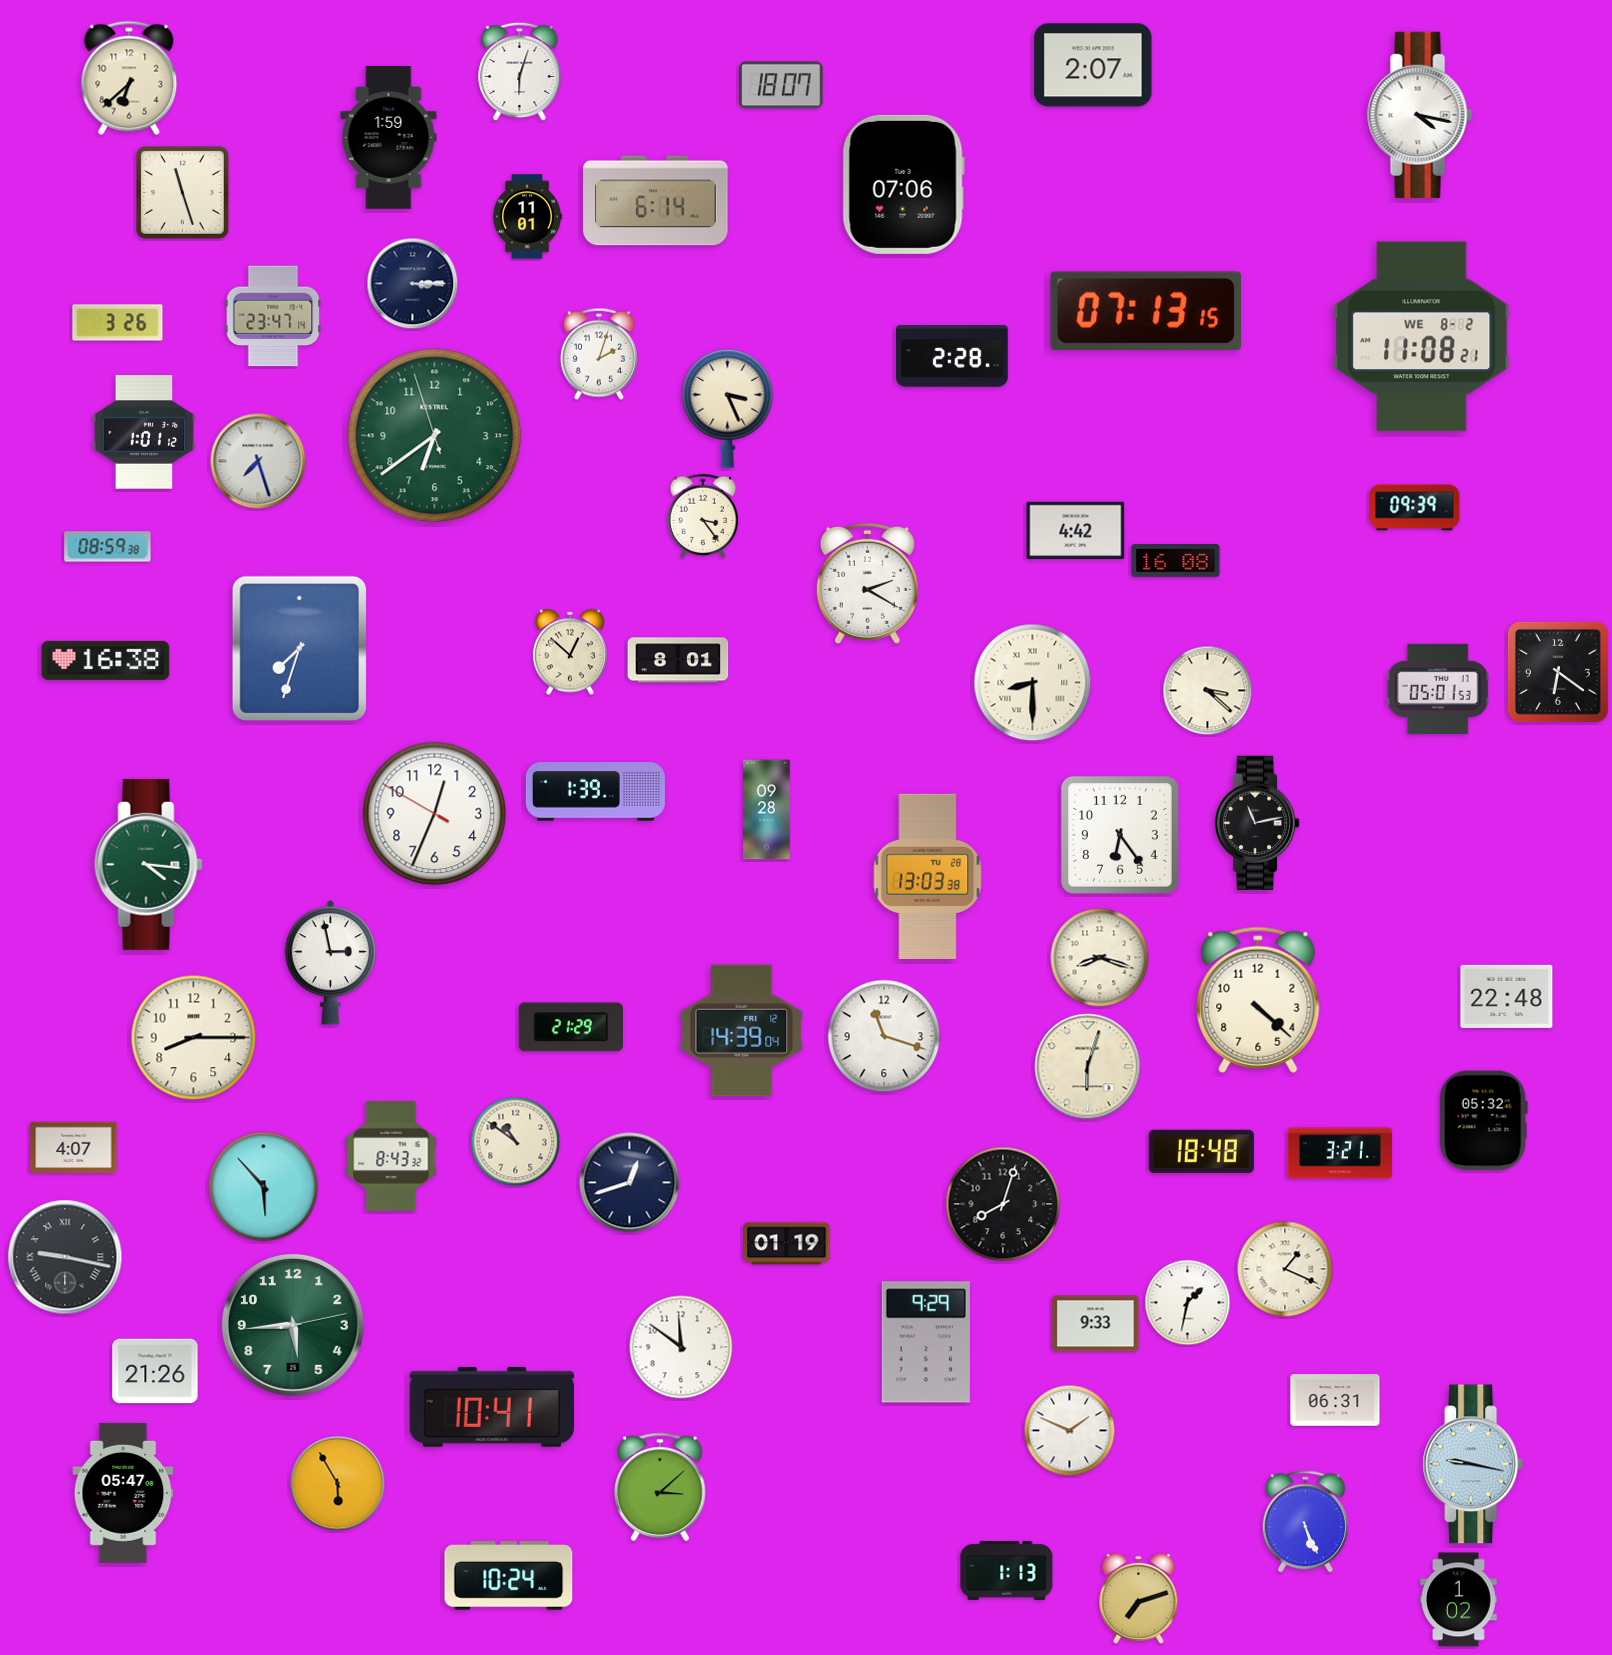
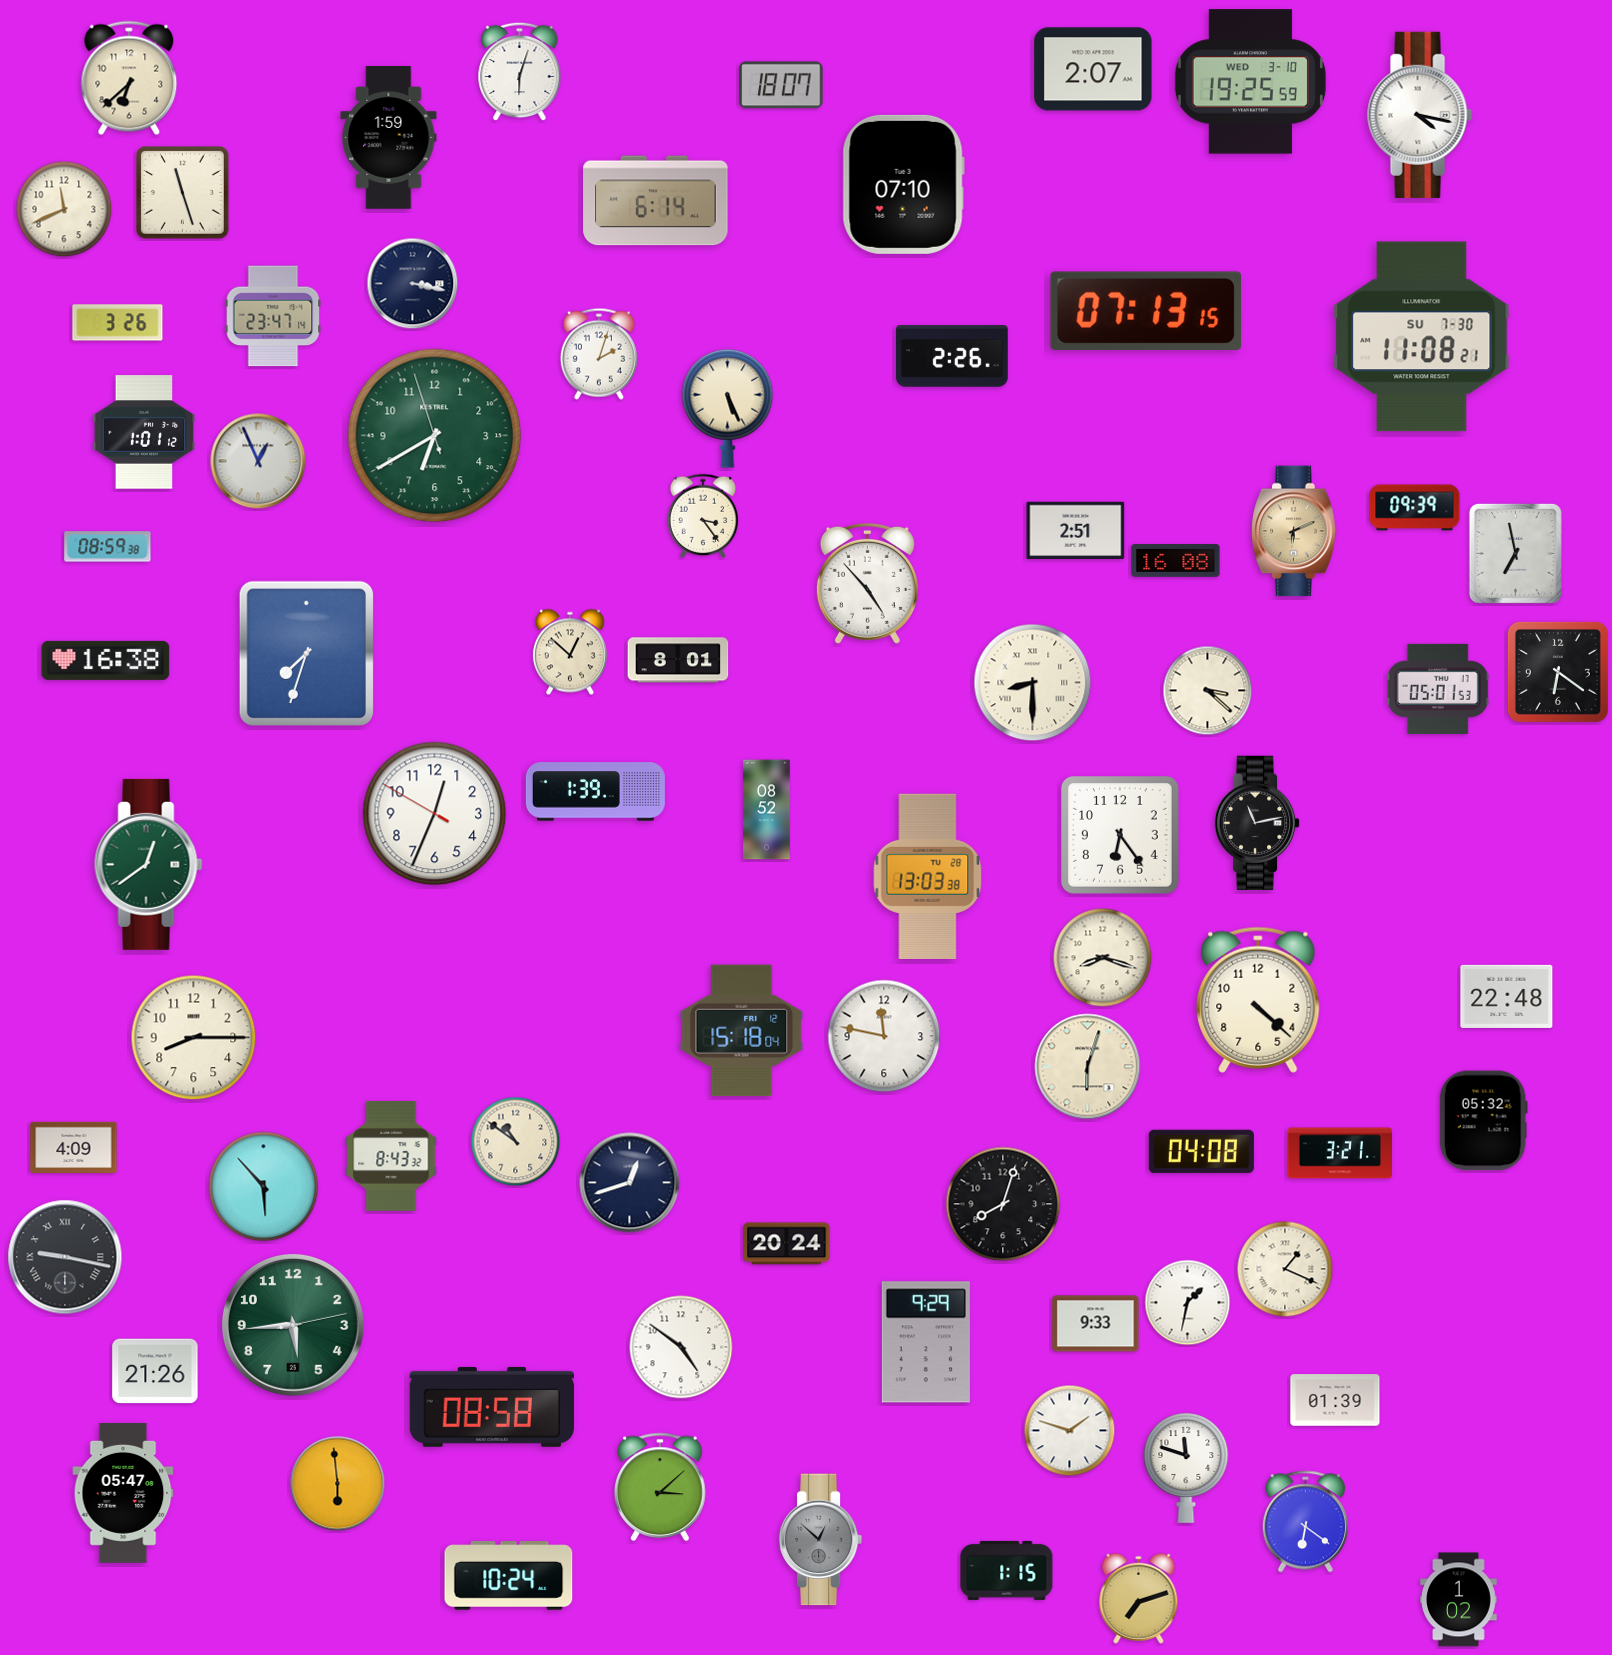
clock at (1093, 65) position: (1093, 65) -> (1093, 69)
clock at (1250, 82): none -> 19:25
clock at (903, 184): 07:06 -> 07:10
clock at (64, 209): none -> 11:41
clock at (527, 217): 11:01 -> none
clock at (413, 284): 3:15 -> 3:17
clock at (1422, 337) date: WE 8-2 -> SU 7-30
clock at (952, 356): 2:28 -> 2:26
clock at (728, 408): 3:26 -> 5:26
clock at (435, 436): 6:38 -> 6:39
clock at (258, 461): 7:27 -> 12:56
clock at (1076, 530): 4:42 -> 2:51
clock at (1294, 531): none -> 6:11
clock at (1515, 553): none -> 6:58
clock at (867, 583): 2:20 -> 4:53
clock at (299, 648) position: (299, 648) -> (306, 653)
clock at (767, 810): 09:28 -> 08:52
clock at (149, 864): 4:16 -> 12:39
clock at (1100, 958) position: (1100, 958) -> (1103, 958)
clock at (331, 962): 2:58 -> none
clock at (571, 1027): 21:29 -> none
clock at (742, 1031): 14:39 -> 15:18
clock at (884, 1036): 11:18 -> 11:47
clock at (74, 1147): 4:07 -> 4:09
clock at (1201, 1151): 18:48 -> 04:08
clock at (787, 1244): 01:19 -> 20:24
clock at (681, 1347): 11:51 -> 4:51
clock at (1335, 1400): 06:31 -> 01:39
clock at (492, 1407): 10:41 -> 08:58
clock at (1070, 1431): 1:49 -> 1:48
clock at (1473, 1464): 9:17 -> none
clock at (1186, 1468): none -> 11:48
clock at (338, 1484): 5:55 -> 5:59
clock at (1305, 1522): 5:26 -> 6:21
clock at (821, 1540): none -> 12:52
clock at (1007, 1570): 1:13 -> 1:15
